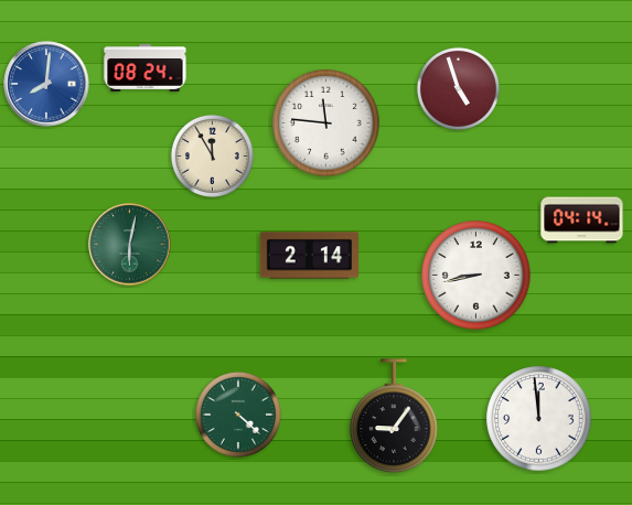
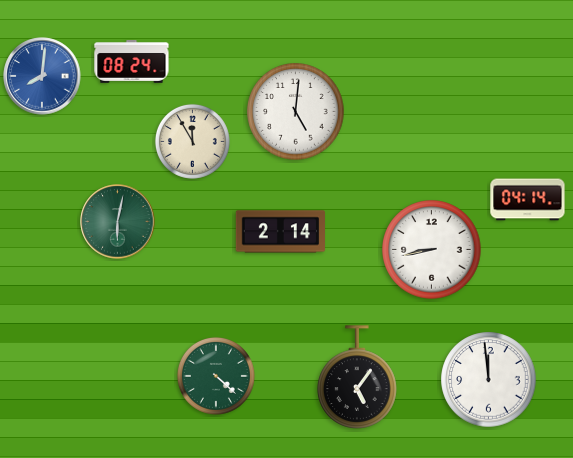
clock at (458, 88): 4:57 -> none
clock at (326, 123): 11:46 -> 5:01
clock at (394, 416): 9:06 -> 5:06
